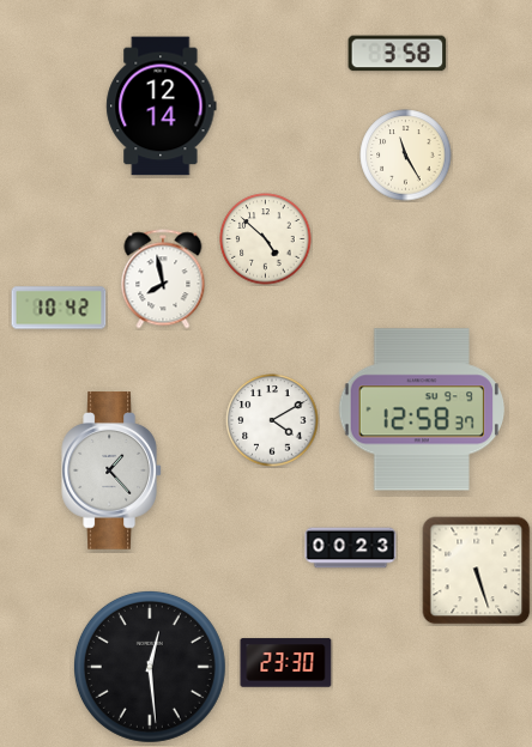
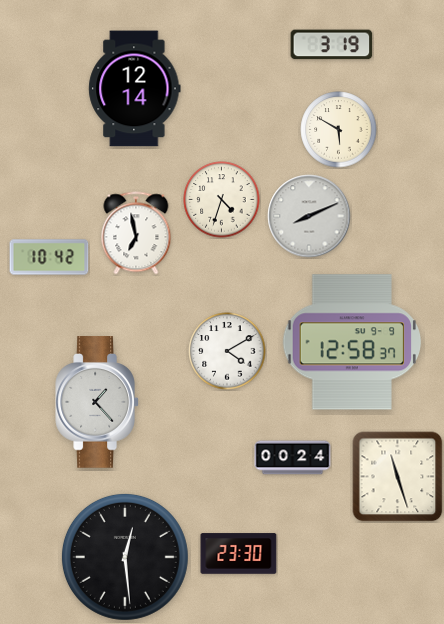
clock at (398, 54): 3:58 -> 3:19
clock at (406, 156): 11:25 -> 5:50
clock at (266, 239): 4:52 -> 4:33
clock at (309, 216): none -> 8:11
clock at (163, 279): 7:58 -> 6:58
clock at (111, 470) position: (111, 470) -> (97, 402)
clock at (351, 548): 00:23 -> 00:24
clock at (477, 571): 5:27 -> 11:27
